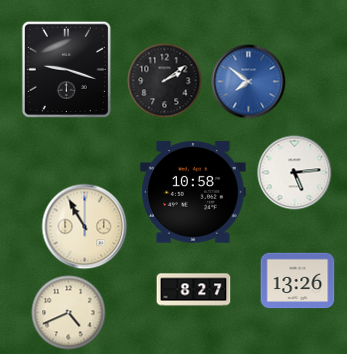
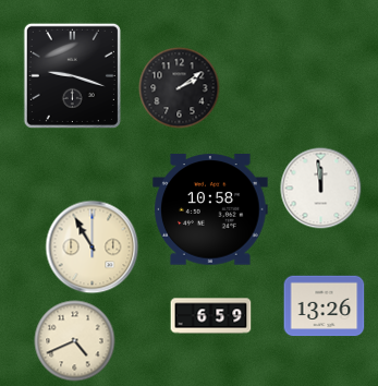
clock at (249, 82): 7:51 -> none
clock at (295, 173): 5:14 -> 11:59
clock at (194, 290): 8:27 -> 6:59
